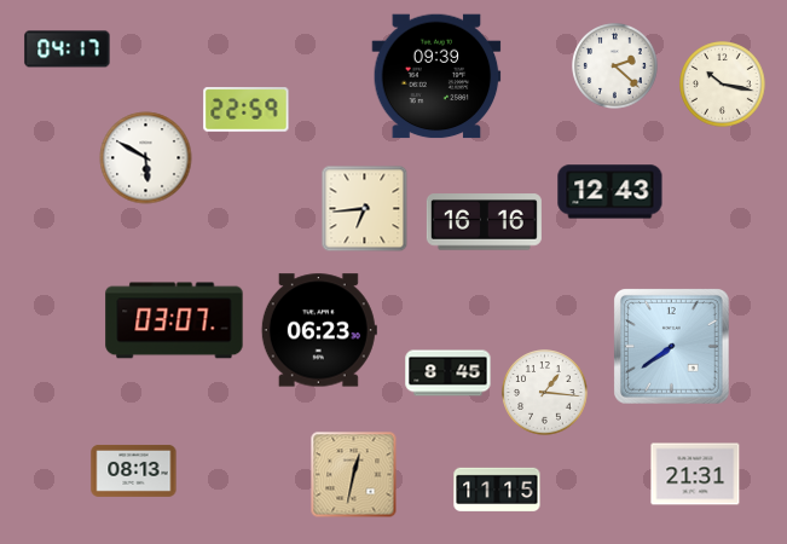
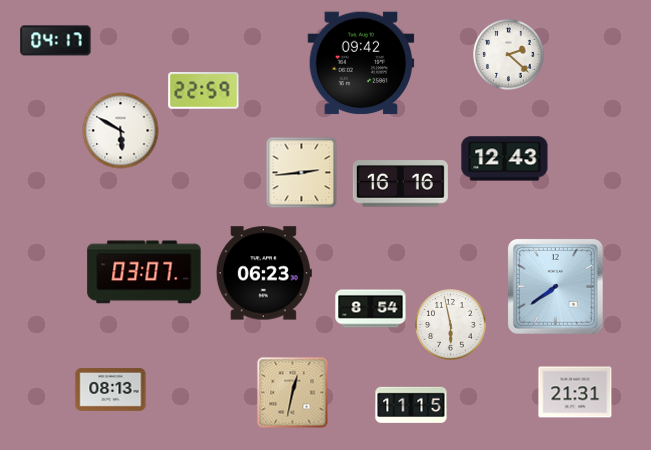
clock at (436, 76): 09:39 -> 09:42
clock at (723, 85): 10:17 -> none
clock at (365, 209): 6:44 -> 2:44
clock at (174, 320) position: (174, 320) -> (144, 272)
clock at (449, 374): 8:45 -> 8:54
clock at (545, 393): 1:16 -> 5:58
